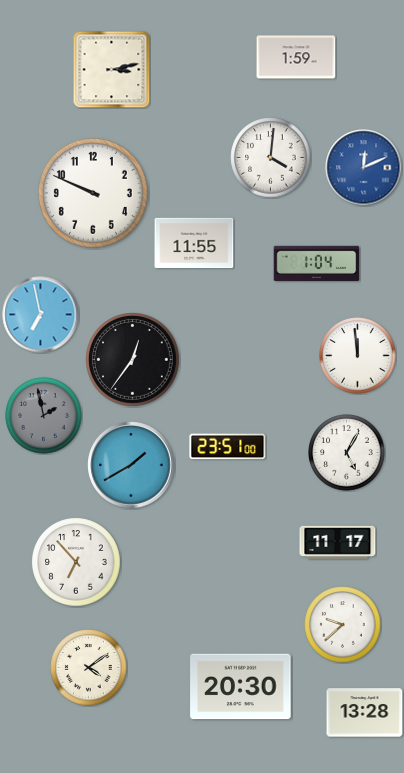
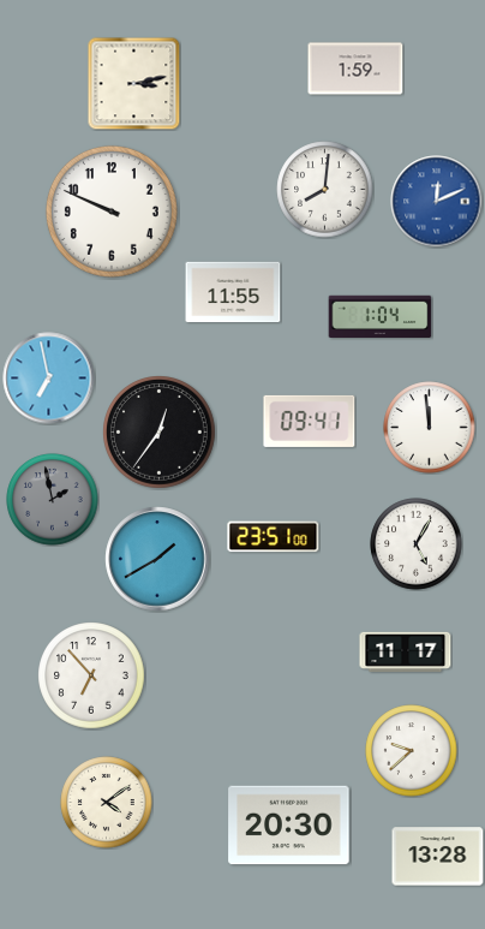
clock at (271, 158): 4:01 -> 8:01
clock at (93, 193) position: (93, 193) -> (112, 212)
clock at (310, 421): none -> 09:41
